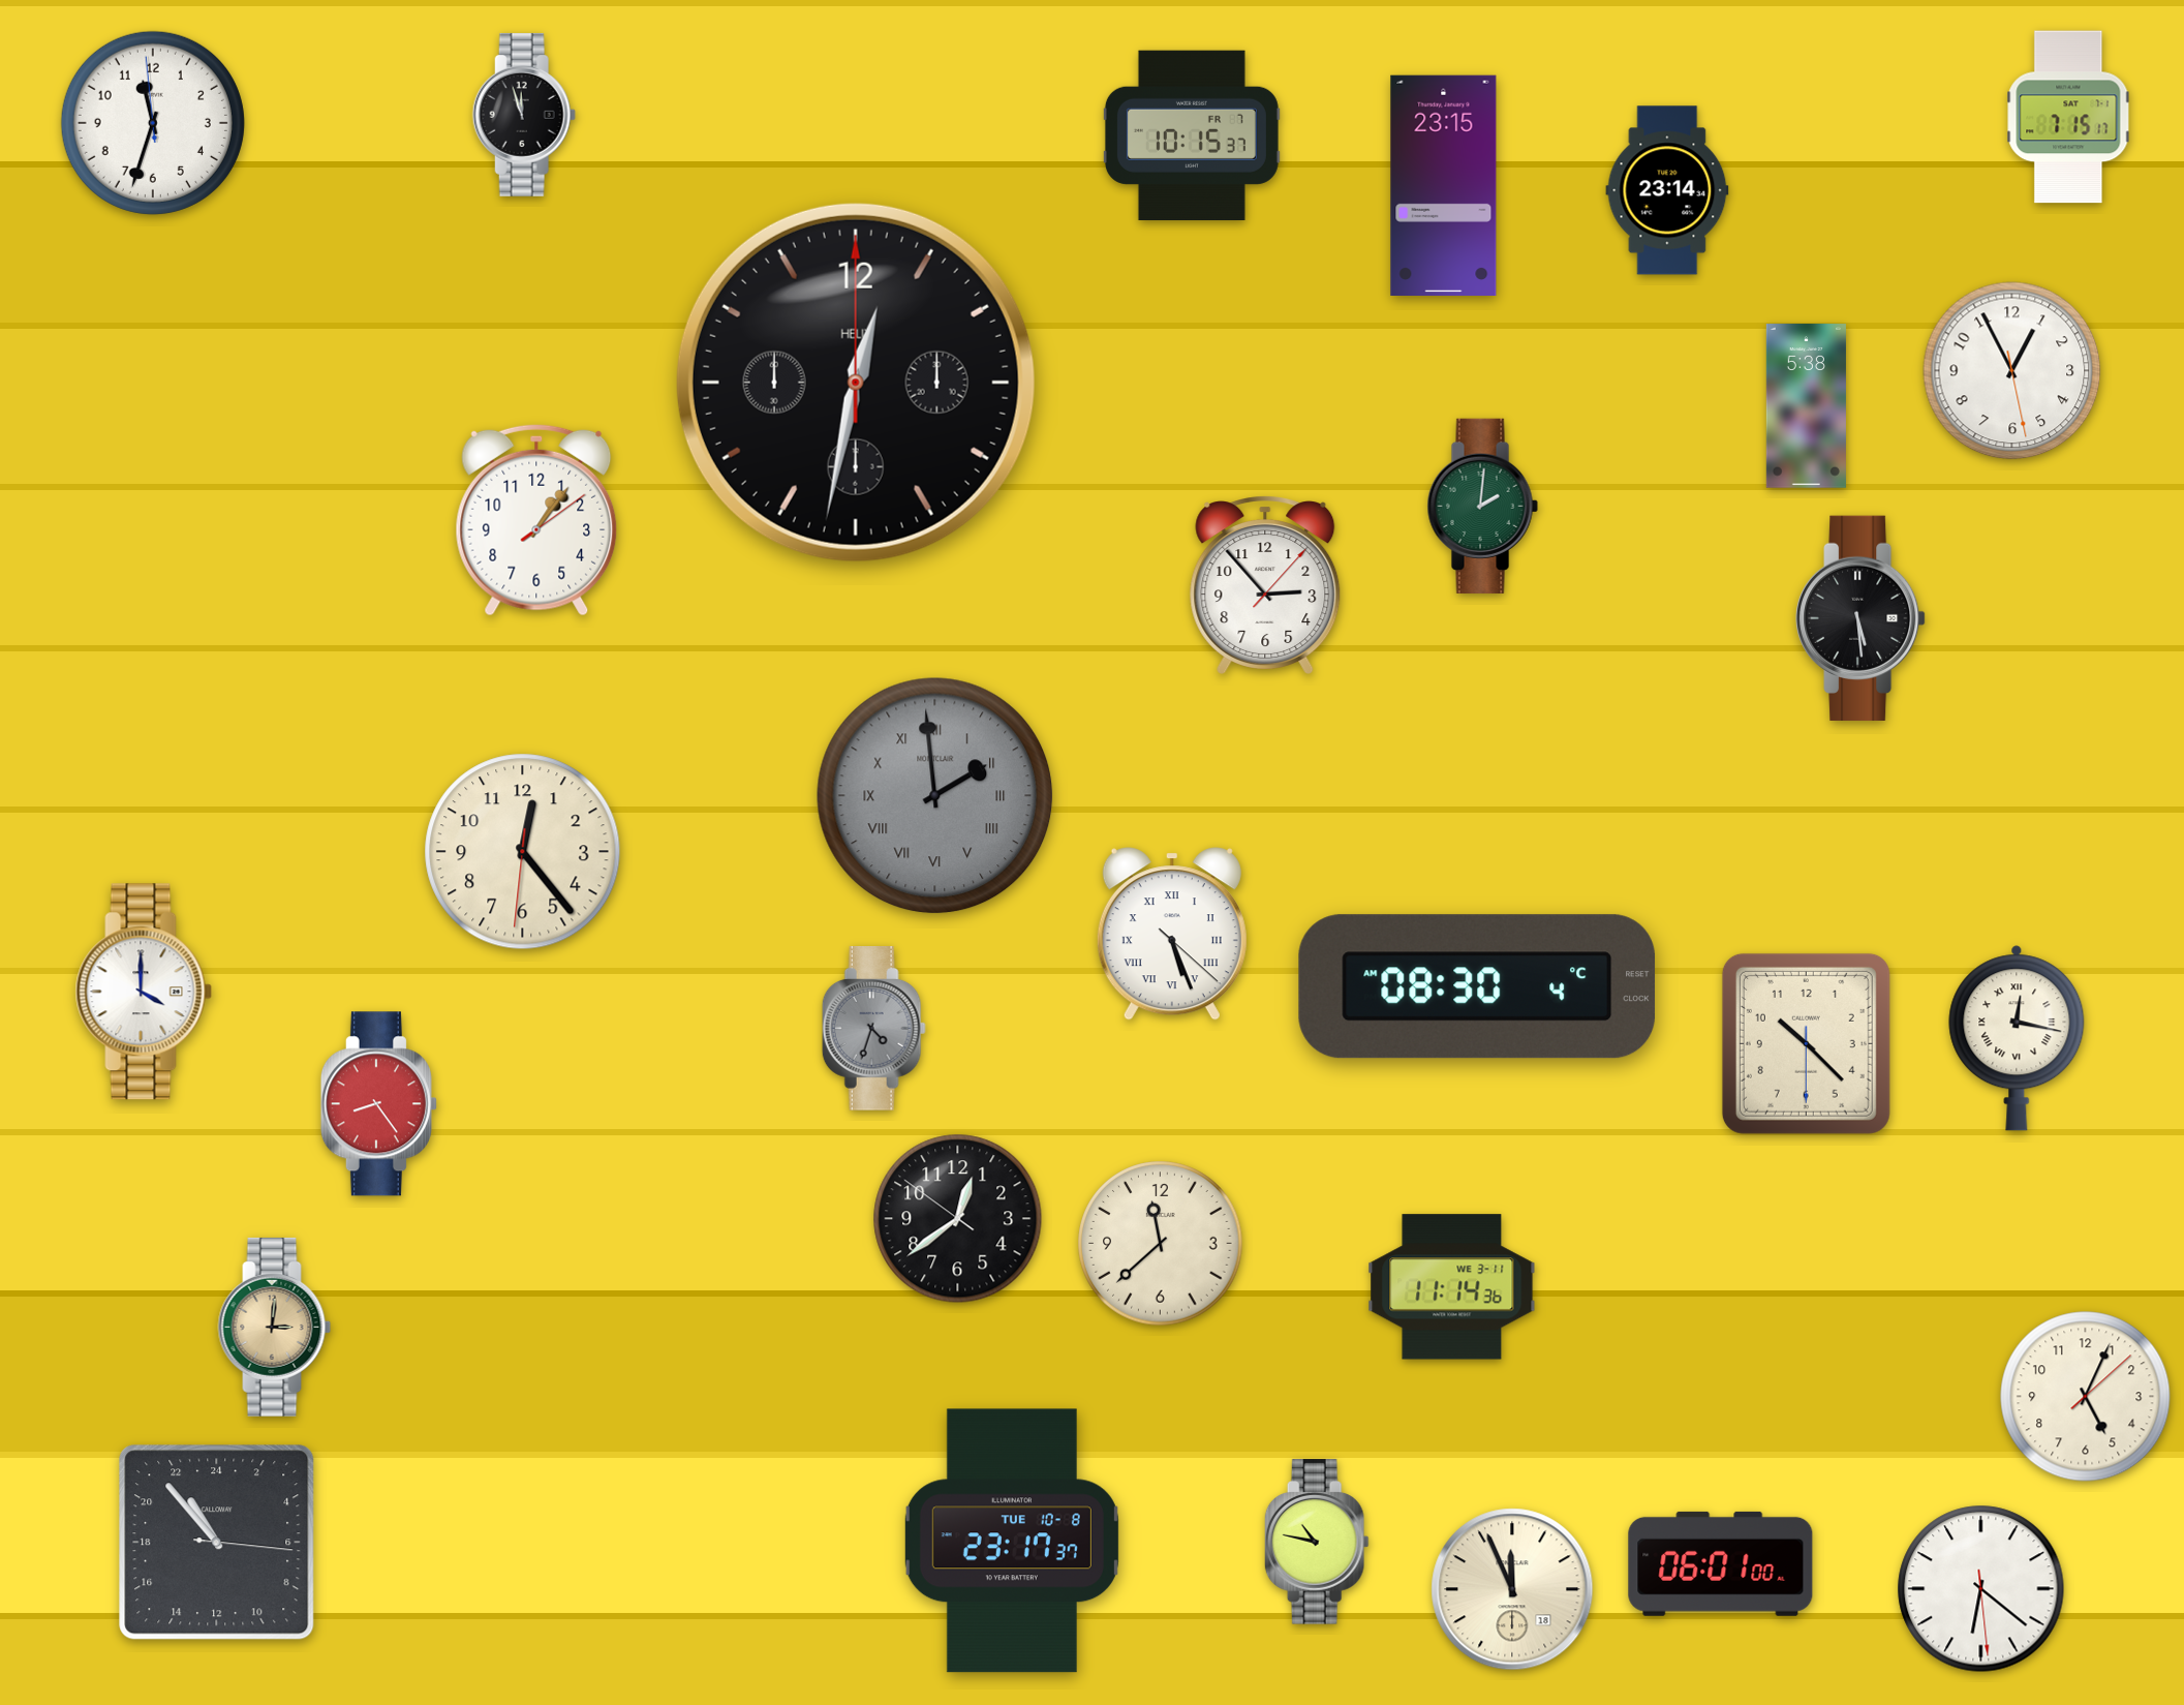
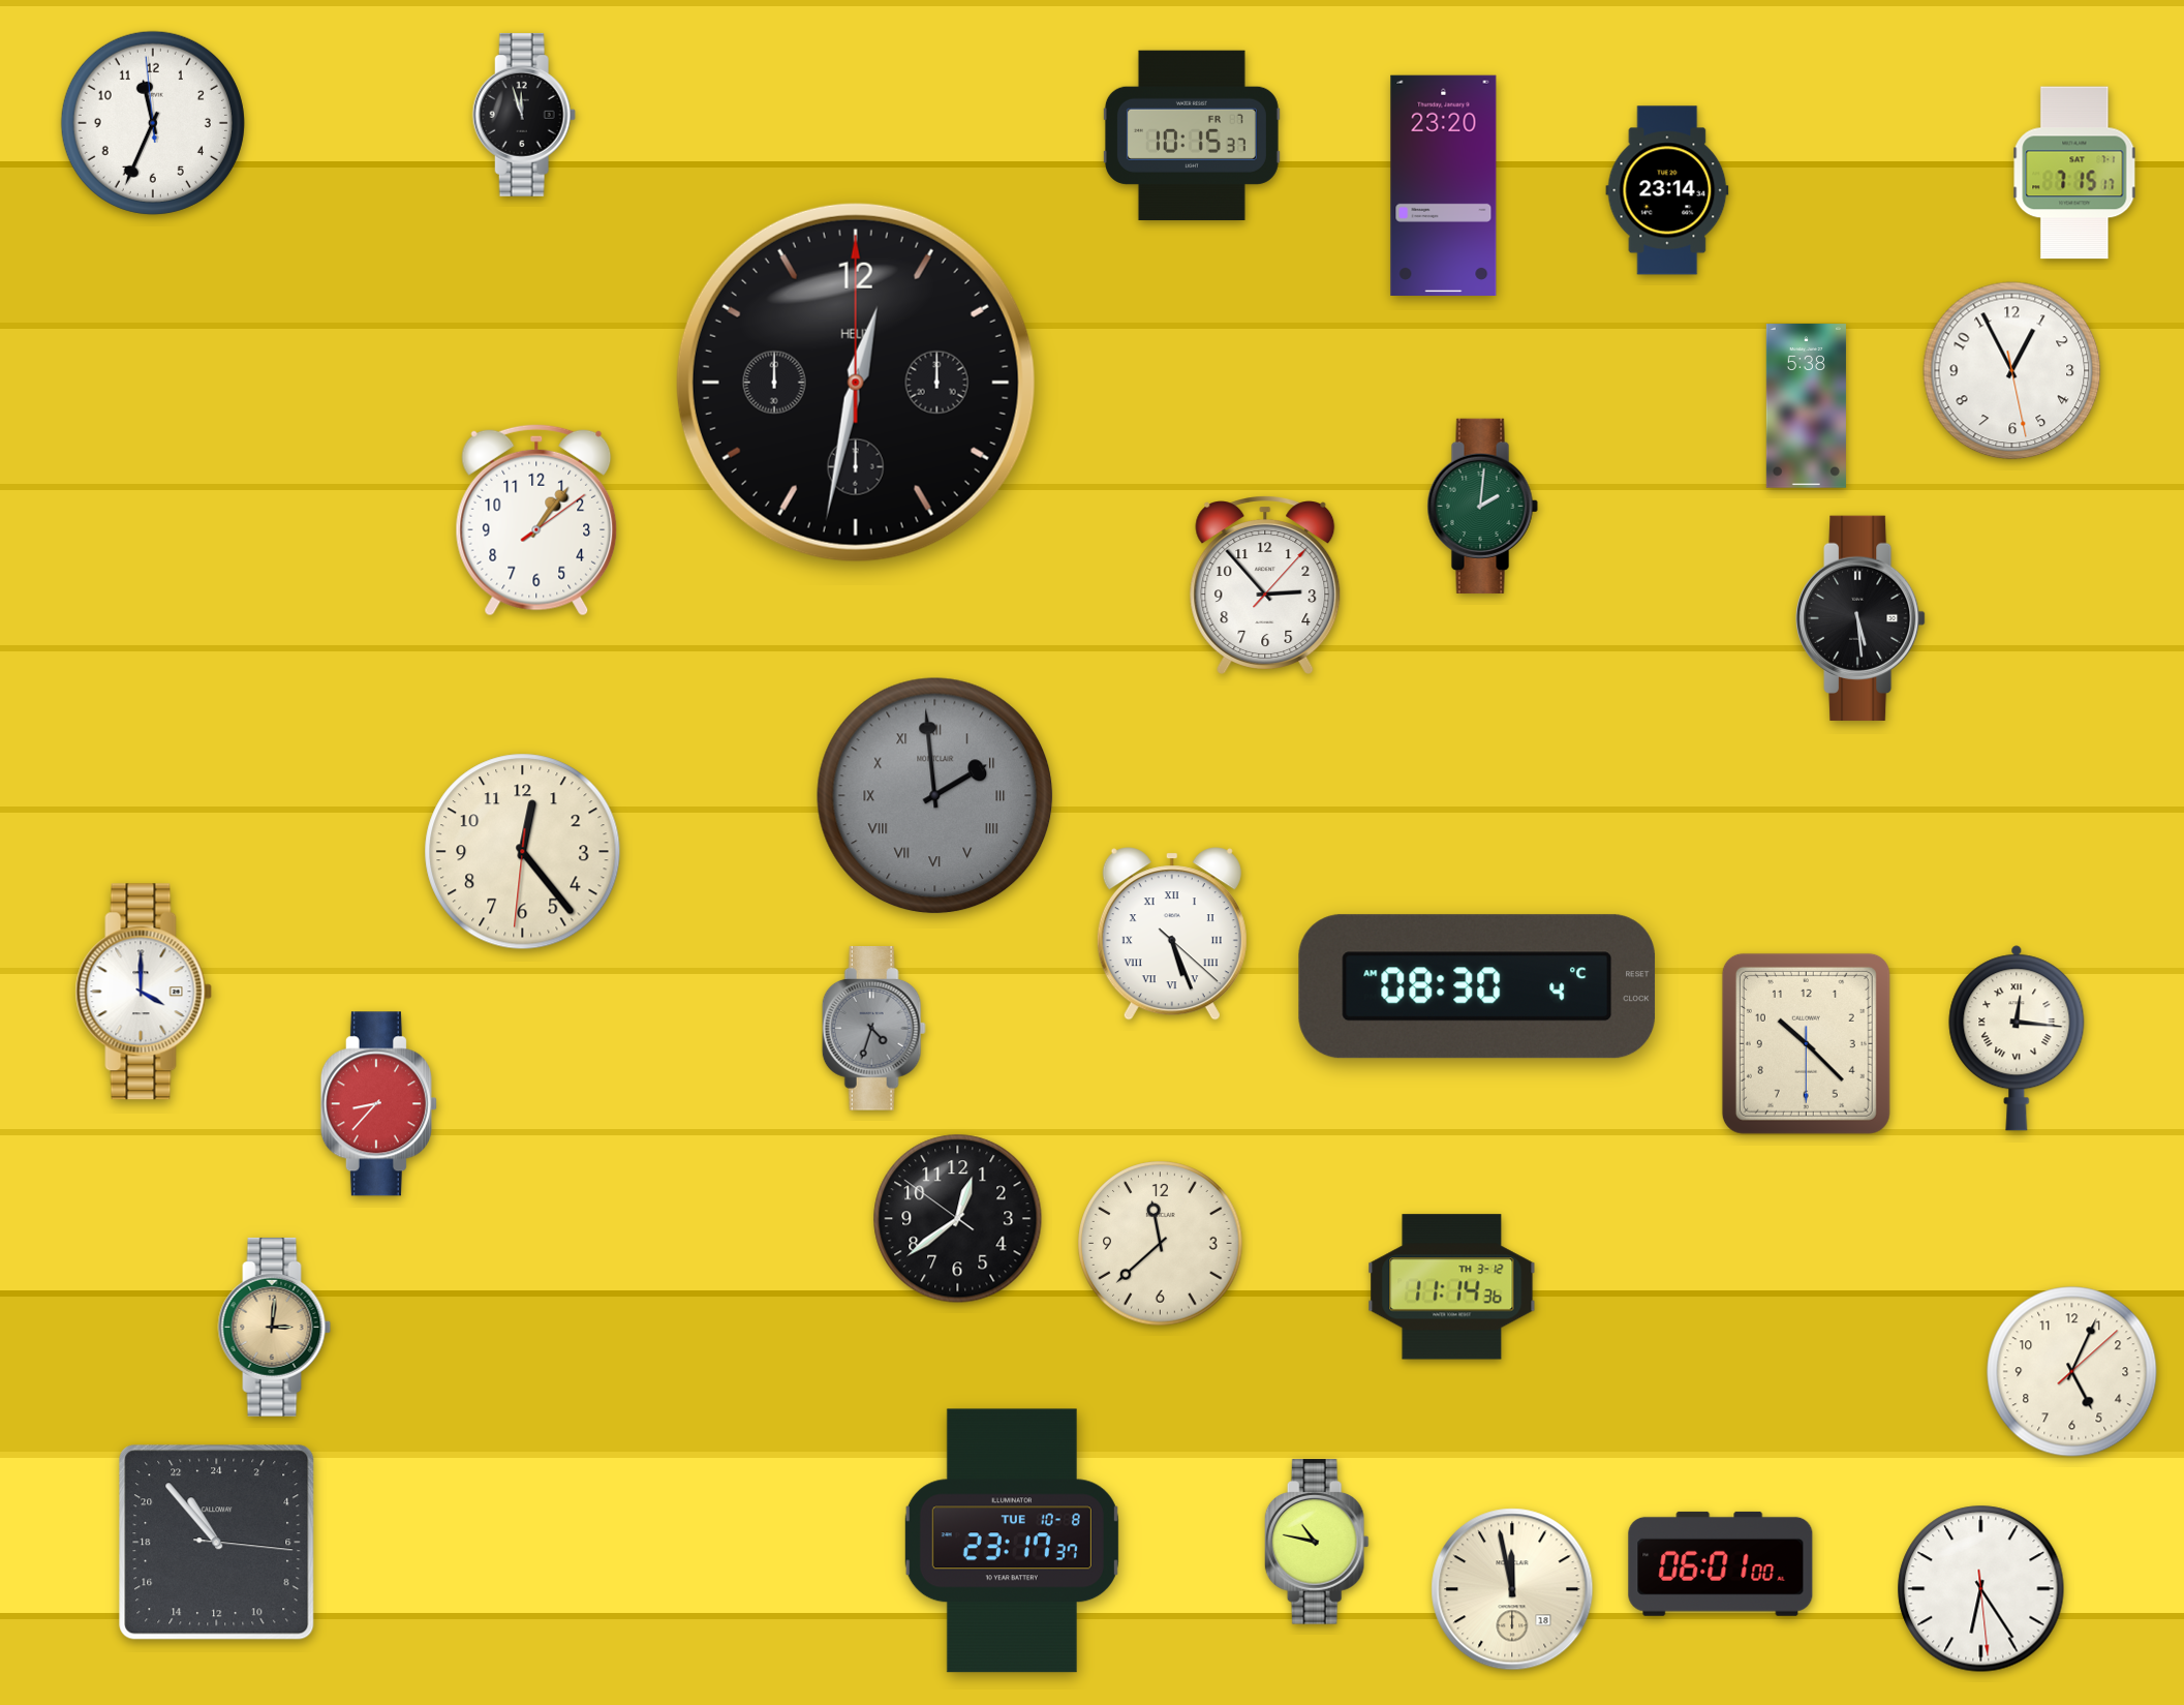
clock at (2068, 117) position: (2068, 117) -> (2074, 173)
clock at (153, 123): 11:32 -> 11:33
clock at (1444, 185): 23:15 -> 23:20
clock at (2017, 1038): 12:17 -> 12:16
clock at (378, 1104): 8:24 -> 8:37
clock at (1452, 1287) date: WE 3-11 -> TH 3-12
clock at (2086, 1397) position: (2086, 1397) -> (2072, 1372)
clock at (1512, 1589): 11:56 -> 11:58
clock at (1981, 1589): 6:21 -> 6:24
